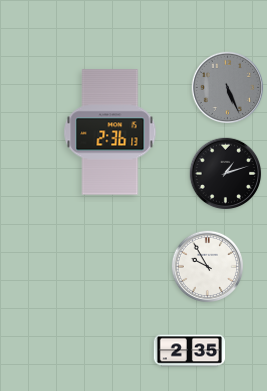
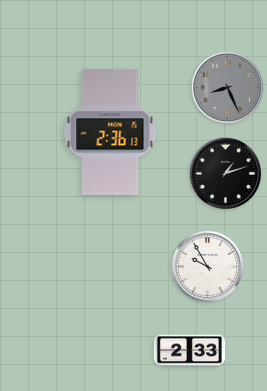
clock at (228, 88): 5:26 -> 8:26
clock at (190, 351): 2:35 -> 2:33
